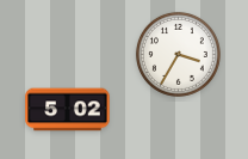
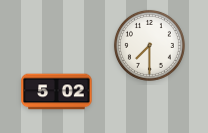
clock at (178, 54): 3:35 -> 7:30
